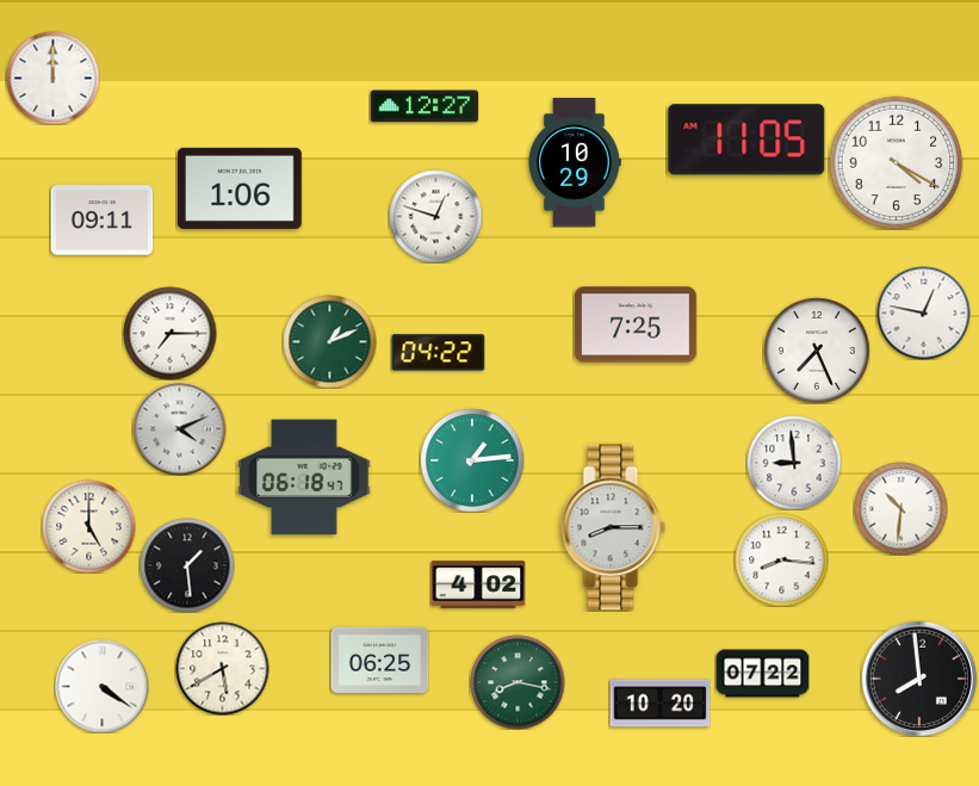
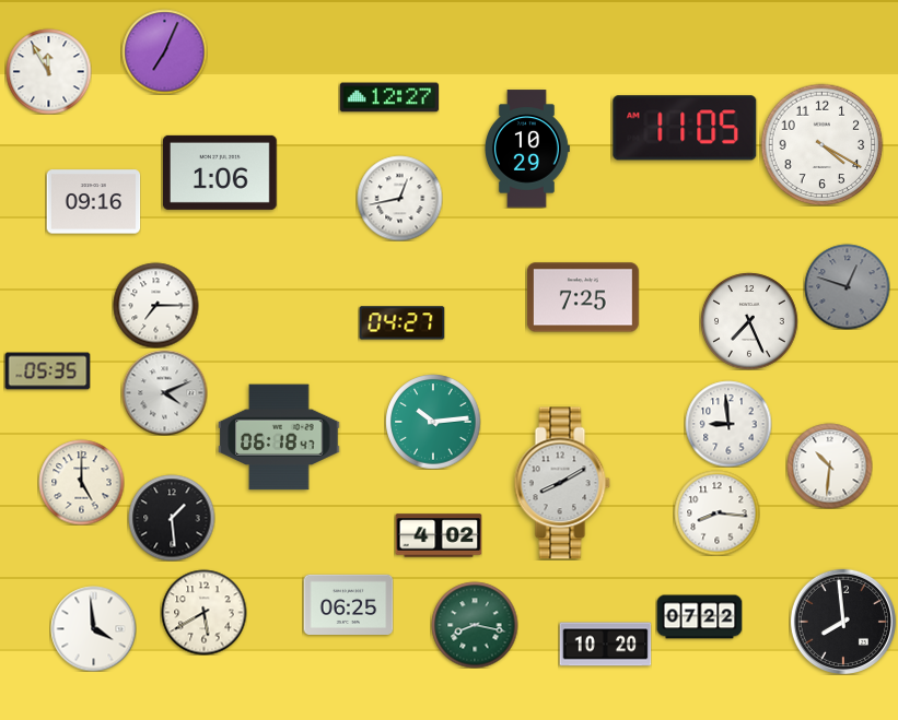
clock at (164, 51): none -> 7:04
clock at (52, 78): 12:00 -> 11:55
clock at (896, 162) position: (896, 162) -> (821, 144)
clock at (435, 216): 12:48 -> 12:43
clock at (101, 221): 09:11 -> 09:16
clock at (923, 312): 12:47 -> 12:48
clock at (923, 312) dial: white -> grey
clock at (329, 341): 1:11 -> none
clock at (438, 353): 04:22 -> 04:27
clock at (47, 371): none -> 05:35
clock at (472, 460): 1:14 -> 10:14
clock at (900, 508) position: (900, 508) -> (829, 465)
clock at (613, 527): 8:15 -> 8:10
clock at (101, 686): 4:21 -> 3:59
